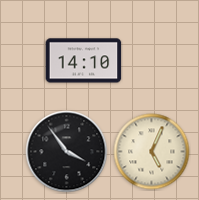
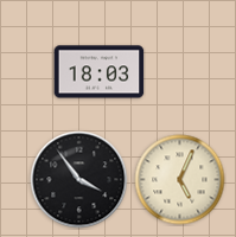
clock at (84, 61): 14:10 -> 18:03
